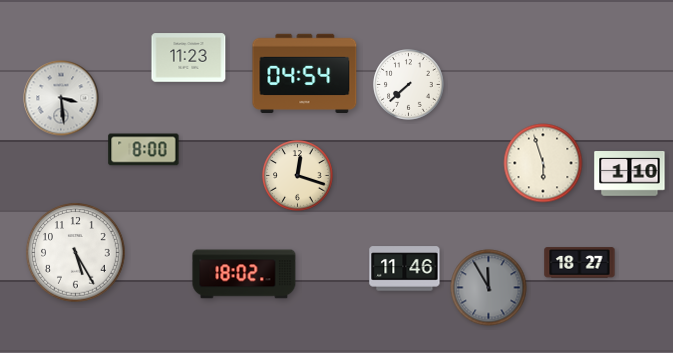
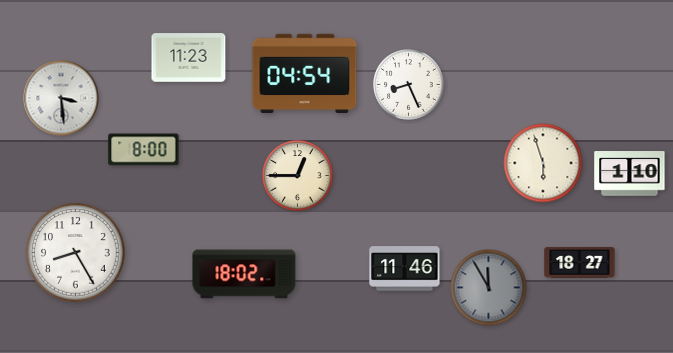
clock at (409, 85): 7:38 -> 8:26
clock at (298, 176): 12:18 -> 12:45
clock at (76, 253): 5:25 -> 8:25
